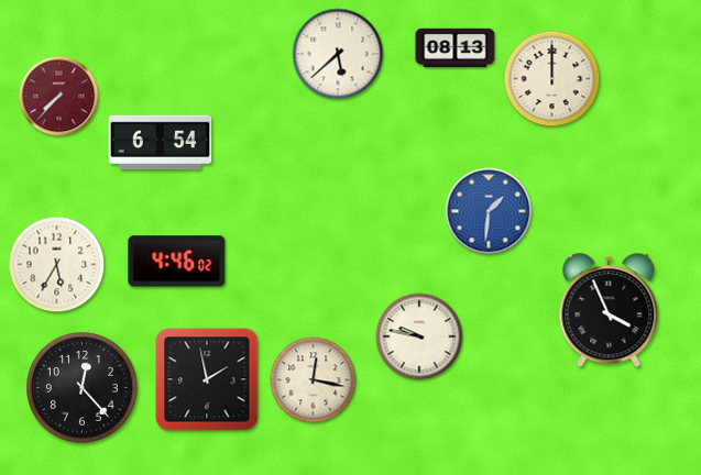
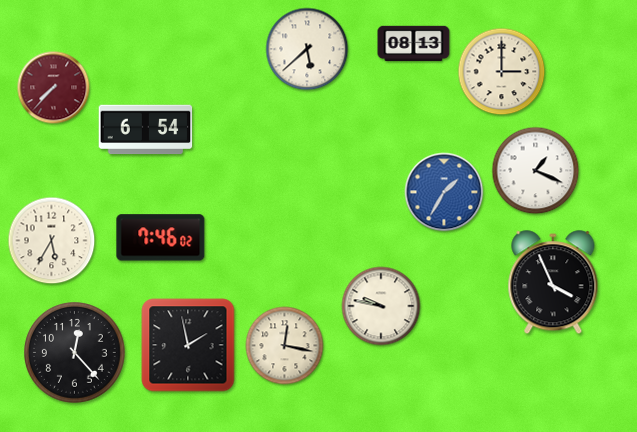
clock at (552, 79): 12:00 -> 3:00
clock at (536, 171): none -> 1:19
clock at (489, 211): 1:31 -> 1:35
clock at (177, 262): 4:46 -> 7:46
